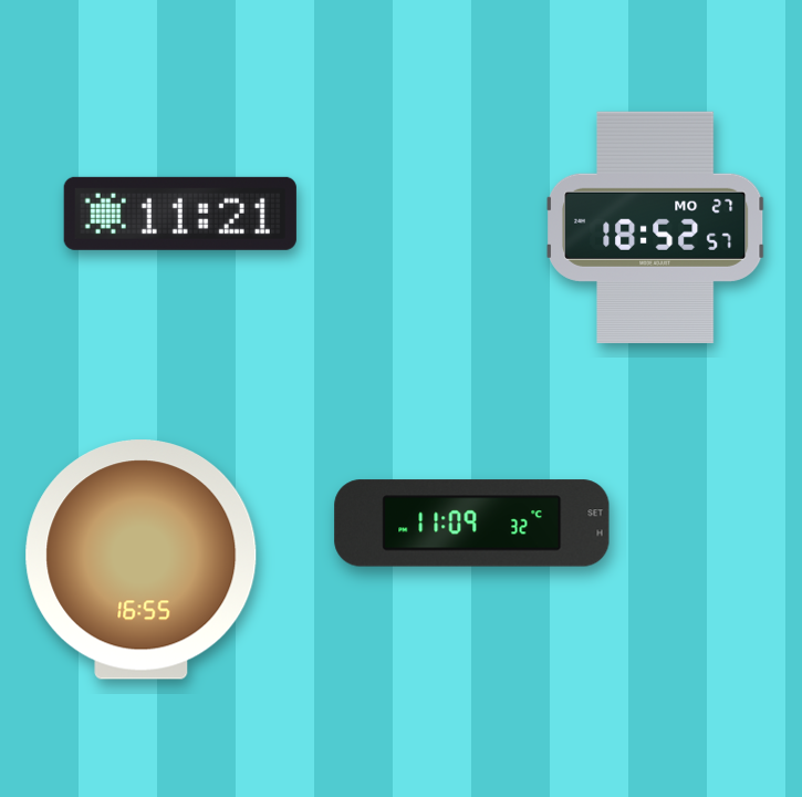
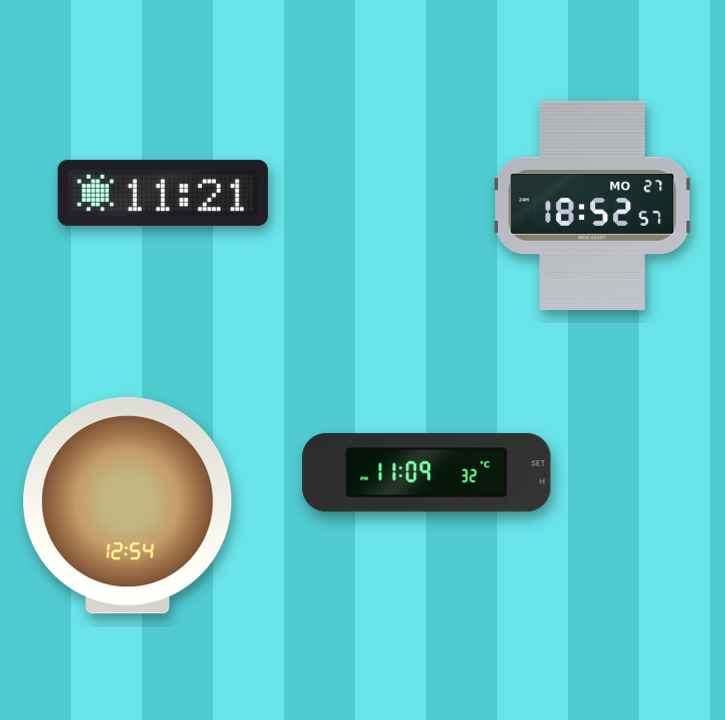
clock at (142, 560): 16:55 -> 12:54
